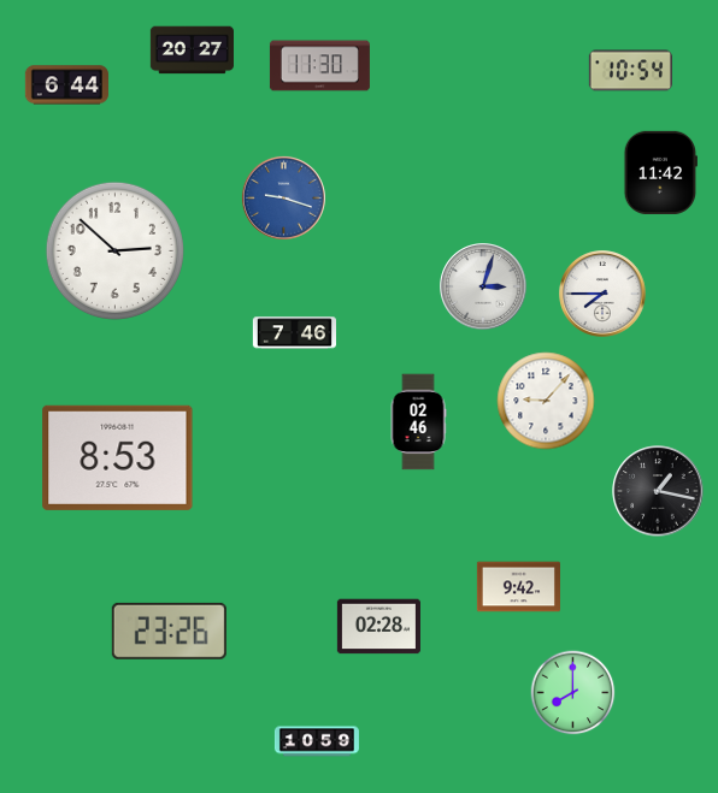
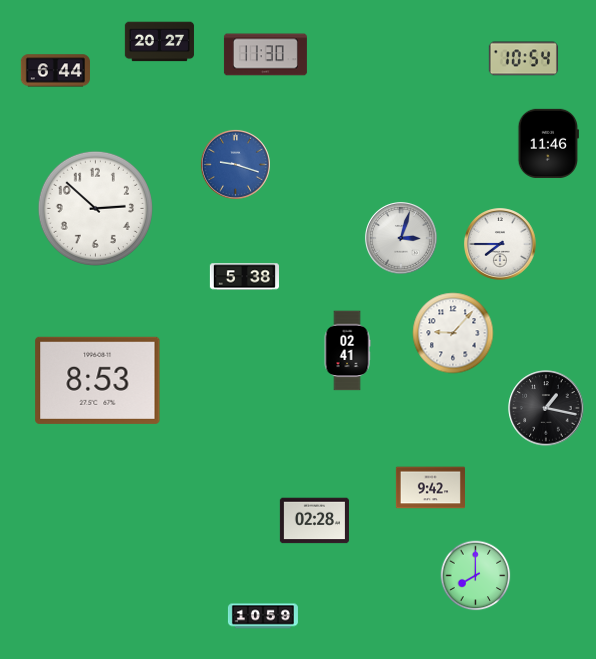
clock at (660, 172): 11:42 -> 11:46
clock at (294, 333): 7:46 -> 5:38
clock at (418, 422): 02:46 -> 02:41
clock at (169, 631): 23:26 -> none
